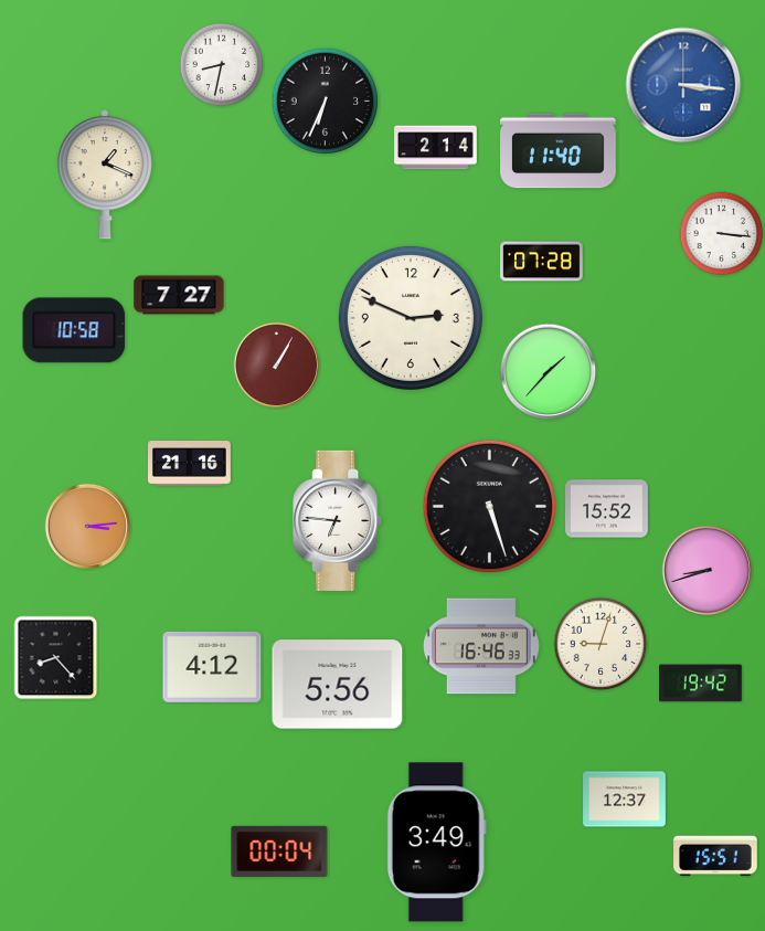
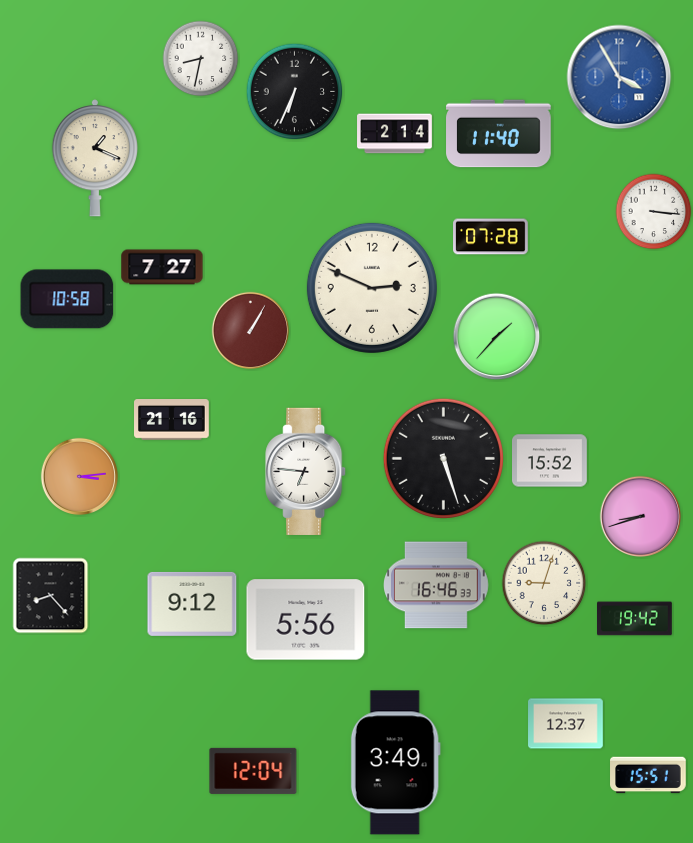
clock at (683, 85): 3:16 -> 3:55
clock at (559, 151) position: (559, 151) -> (499, 134)
clock at (212, 667): 4:12 -> 9:12
clock at (279, 851): 00:04 -> 12:04
